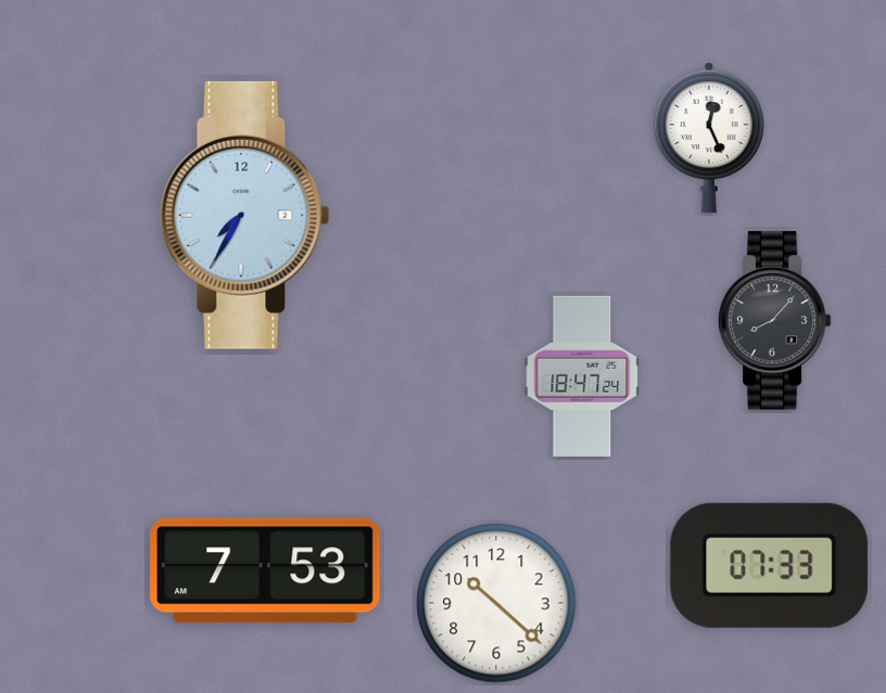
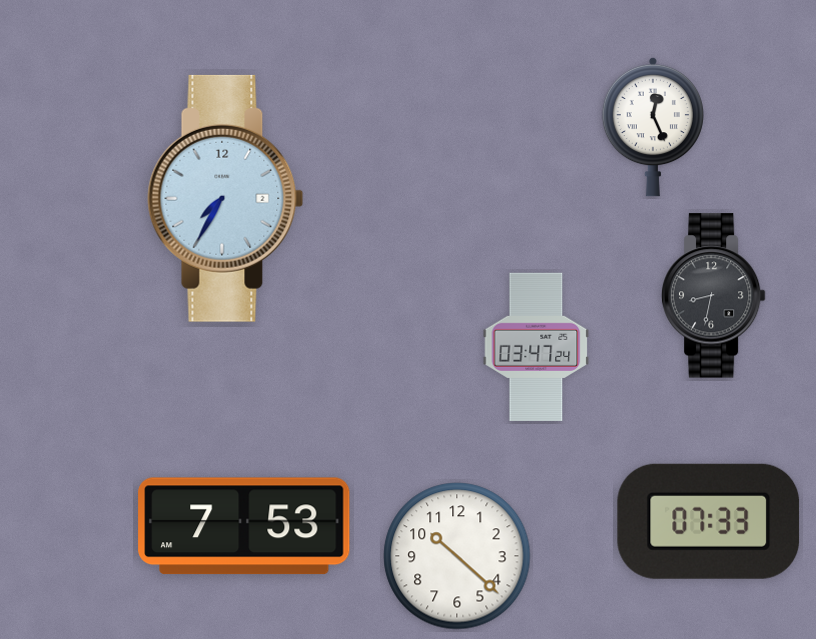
clock at (774, 321): 8:07 -> 8:32
clock at (582, 376): 18:47 -> 03:47
